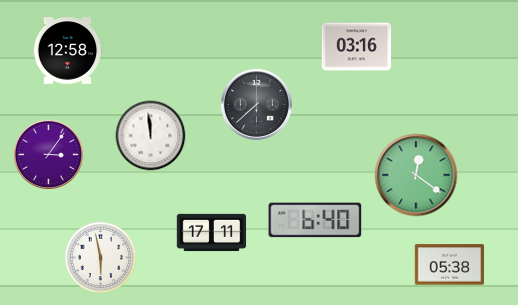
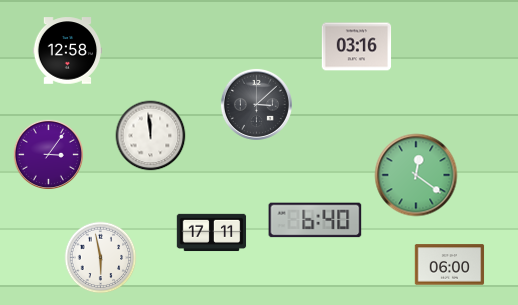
clock at (256, 104): 7:38 -> 3:08
clock at (450, 265): 05:38 -> 06:00
